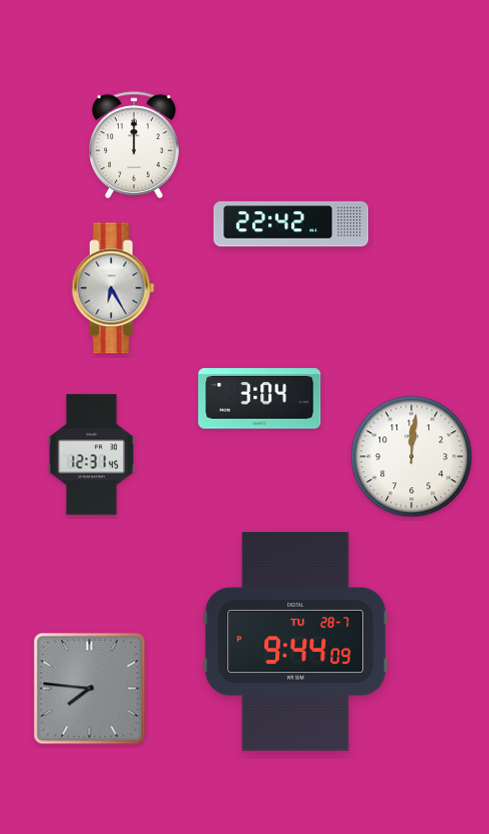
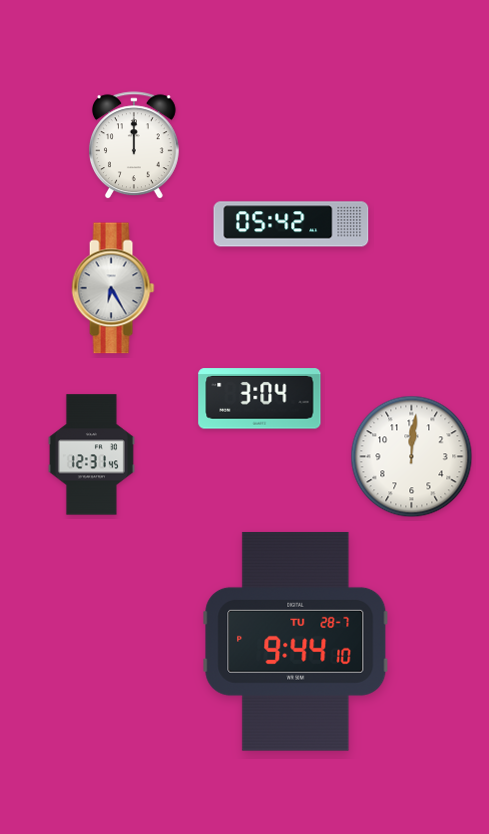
clock at (291, 224): 22:42 -> 05:42
clock at (296, 641): 9:44:09 -> 9:44:10
clock at (90, 689): 7:46 -> none
